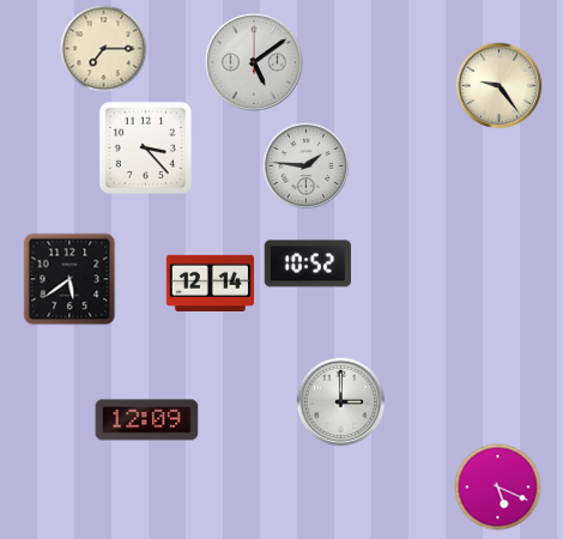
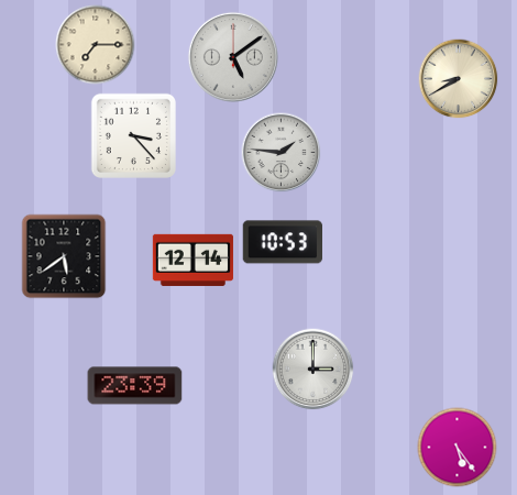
clock at (500, 86): 9:24 -> 8:40
clock at (307, 264): 10:52 -> 10:53
clock at (147, 420): 12:09 -> 23:39
clock at (498, 487): 5:19 -> 5:24
